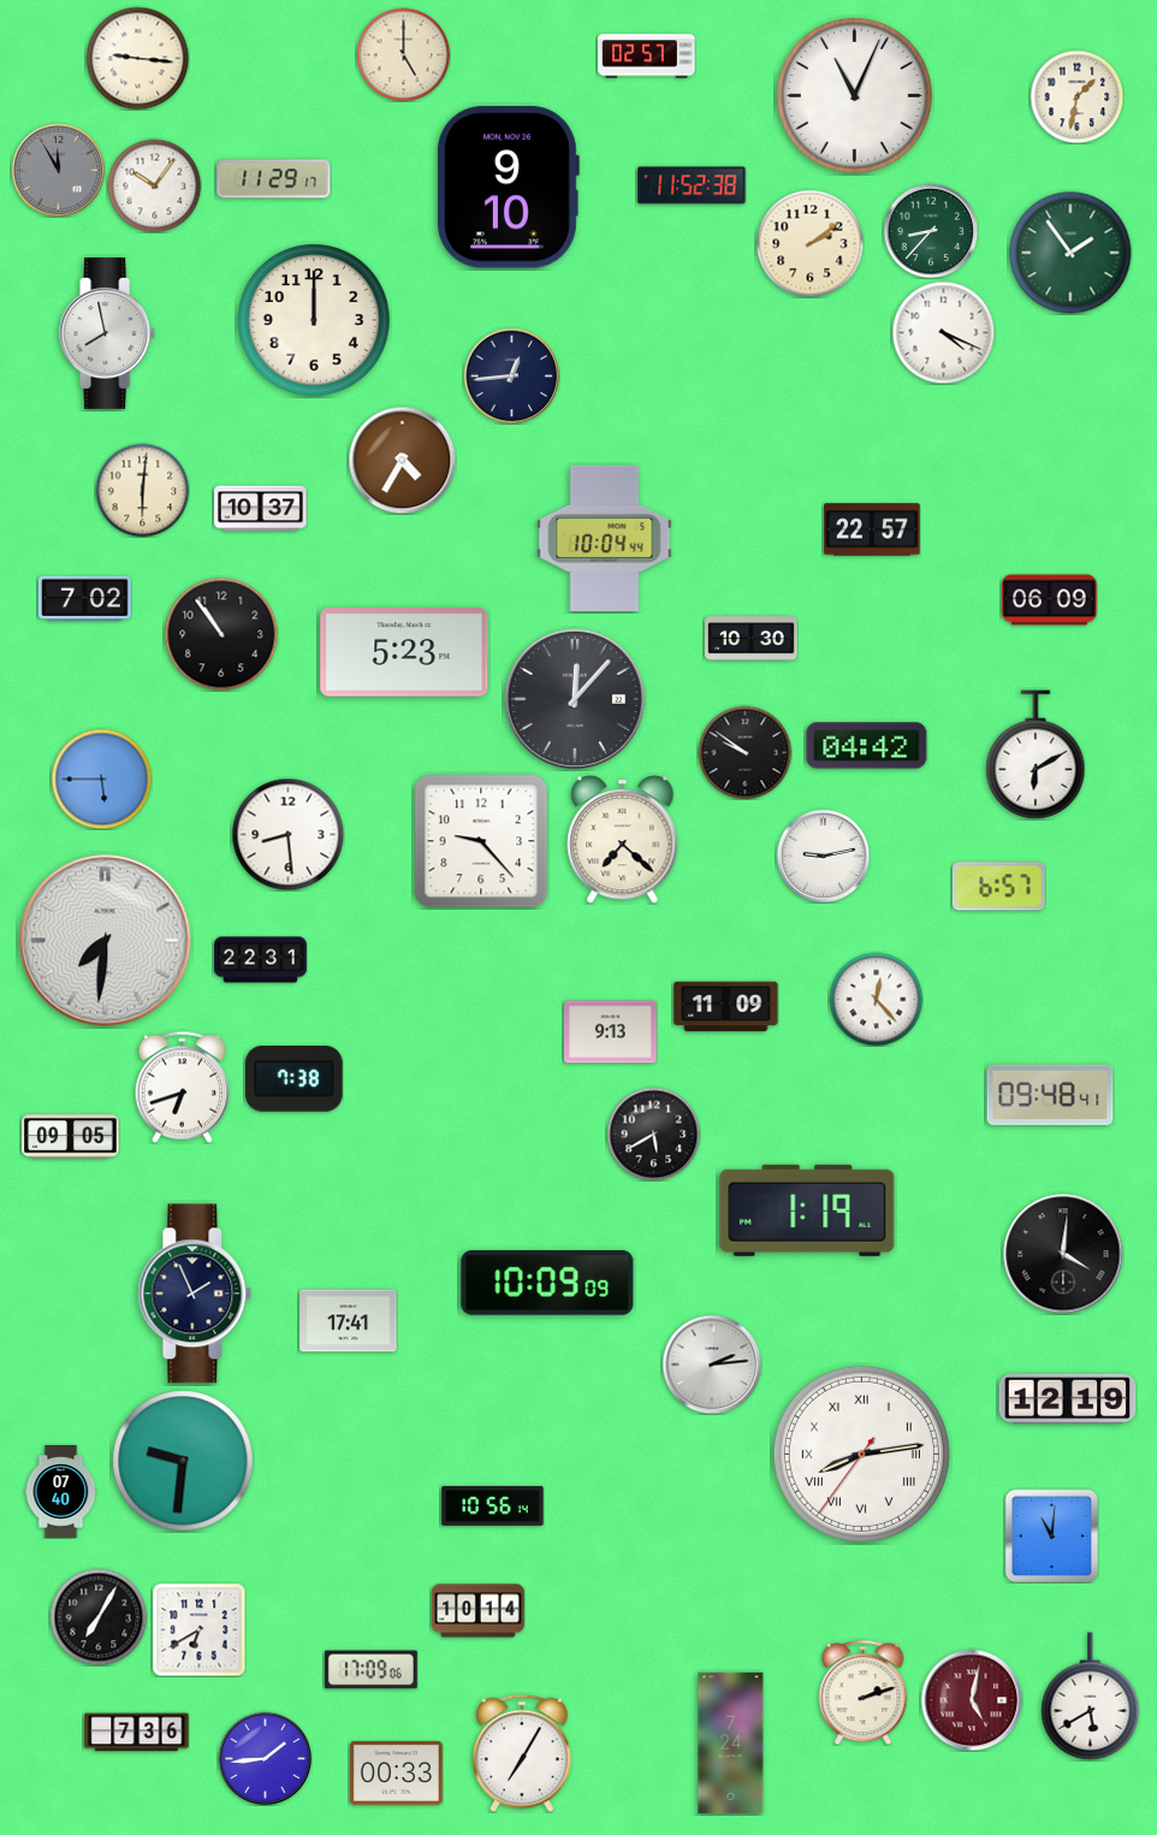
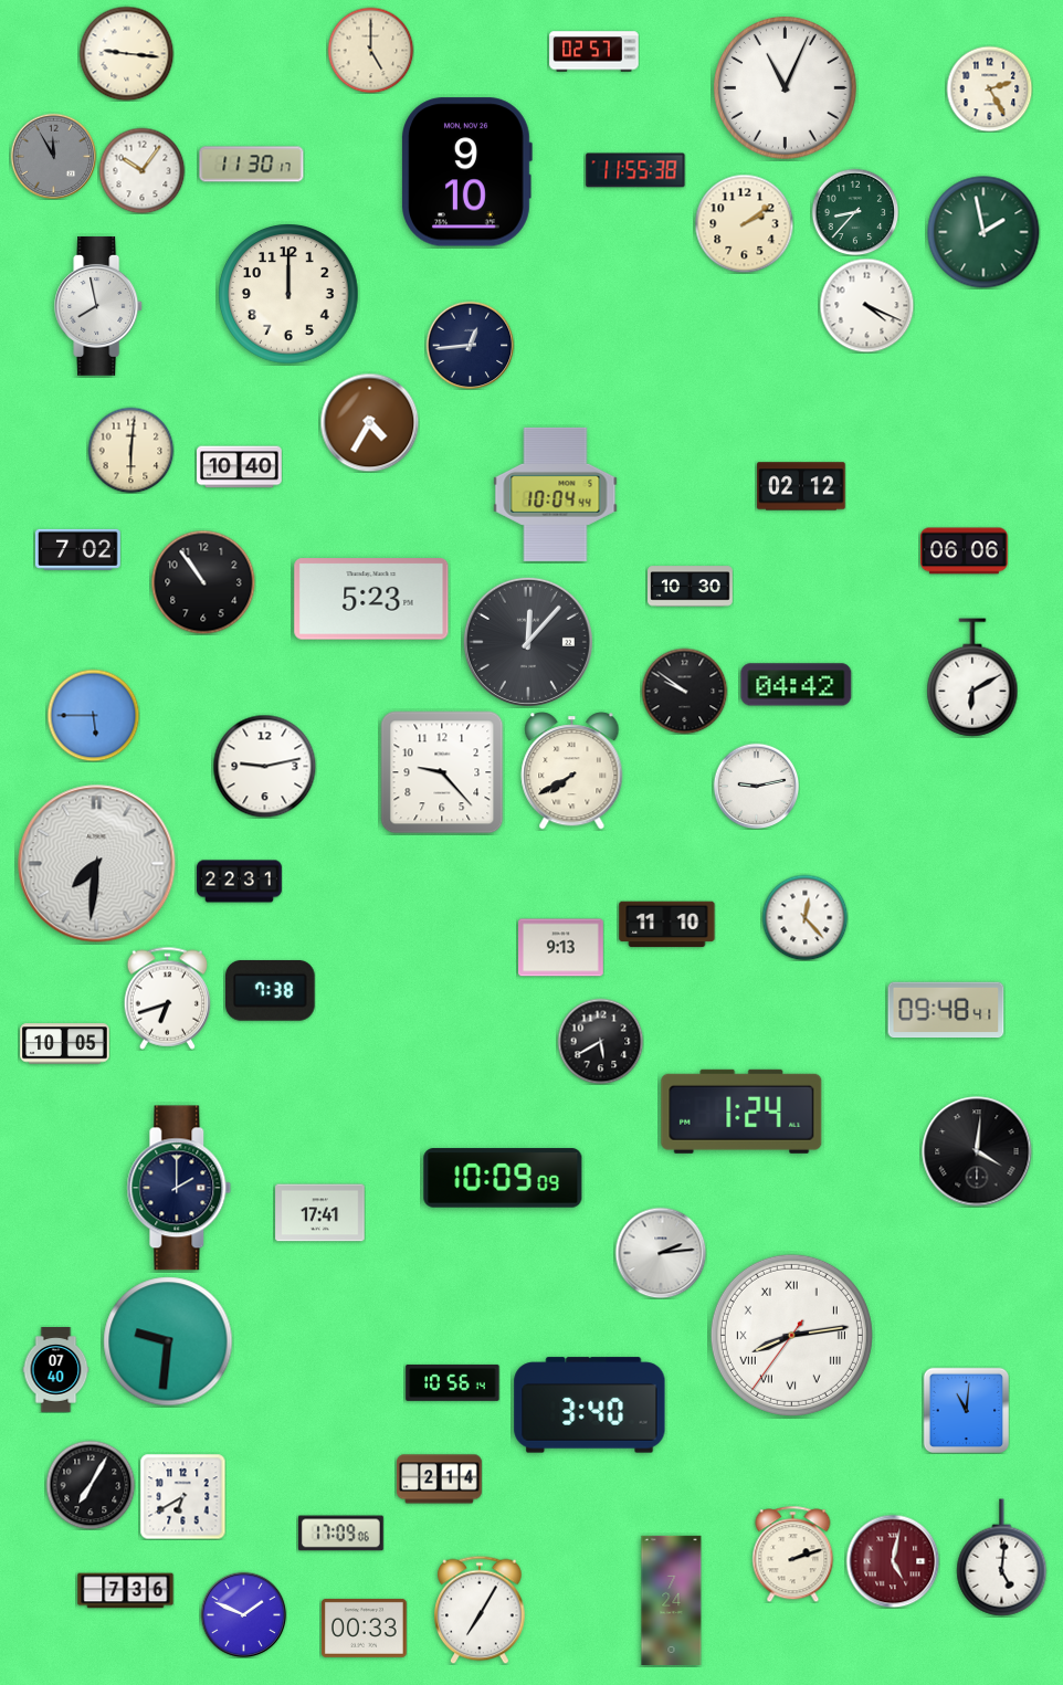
clock at (1076, 96): 1:32 -> 2:25
clock at (274, 179): 11:29 -> 11:30
clock at (692, 185): 11:52 -> 11:55
clock at (1070, 253): 1:54 -> 1:58
clock at (261, 509): 10:37 -> 10:40
clock at (872, 529): 22:57 -> 02:12
clock at (1050, 600): 06:09 -> 06:06
clock at (1036, 754) position: (1036, 754) -> (972, 677)
clock at (287, 834): 8:29 -> 9:13
clock at (623, 840): 7:22 -> 7:40
clock at (998, 887): 6:57 -> none
clock at (726, 1007): 11:09 -> 11:10
clock at (1050, 1095) position: (1050, 1095) -> (946, 1010)
clock at (71, 1137): 09:05 -> 10:05
clock at (807, 1210): 1:19 -> 1:24
clock at (195, 1294): 1:56 -> 2:00
clock at (712, 1365) position: (712, 1365) -> (661, 1253)
clock at (1068, 1399): 12:19 -> none
clock at (590, 1405): none -> 3:40
clock at (479, 1611): 10:14 -> 2:14
clock at (1091, 1697): 5:40 -> 5:01
clock at (265, 1758): 1:44 -> 1:49
